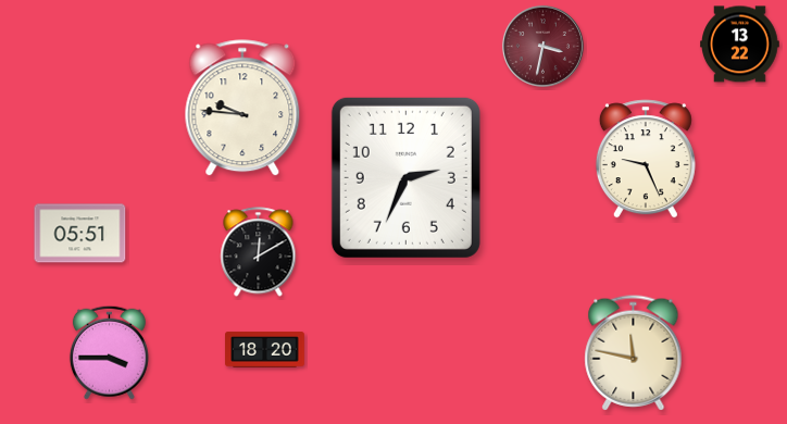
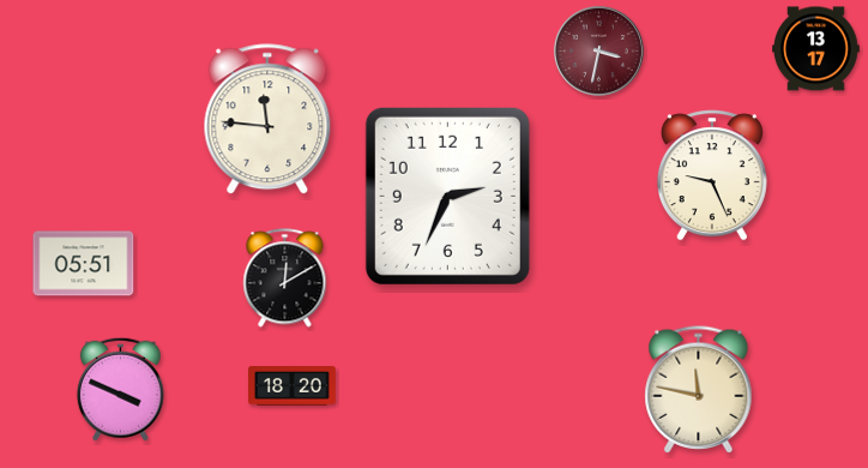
clock at (740, 45): 13:22 -> 13:17
clock at (242, 109): 9:46 -> 11:46
clock at (80, 234) position: (80, 234) -> (84, 264)
clock at (109, 352): 3:45 -> 3:49
